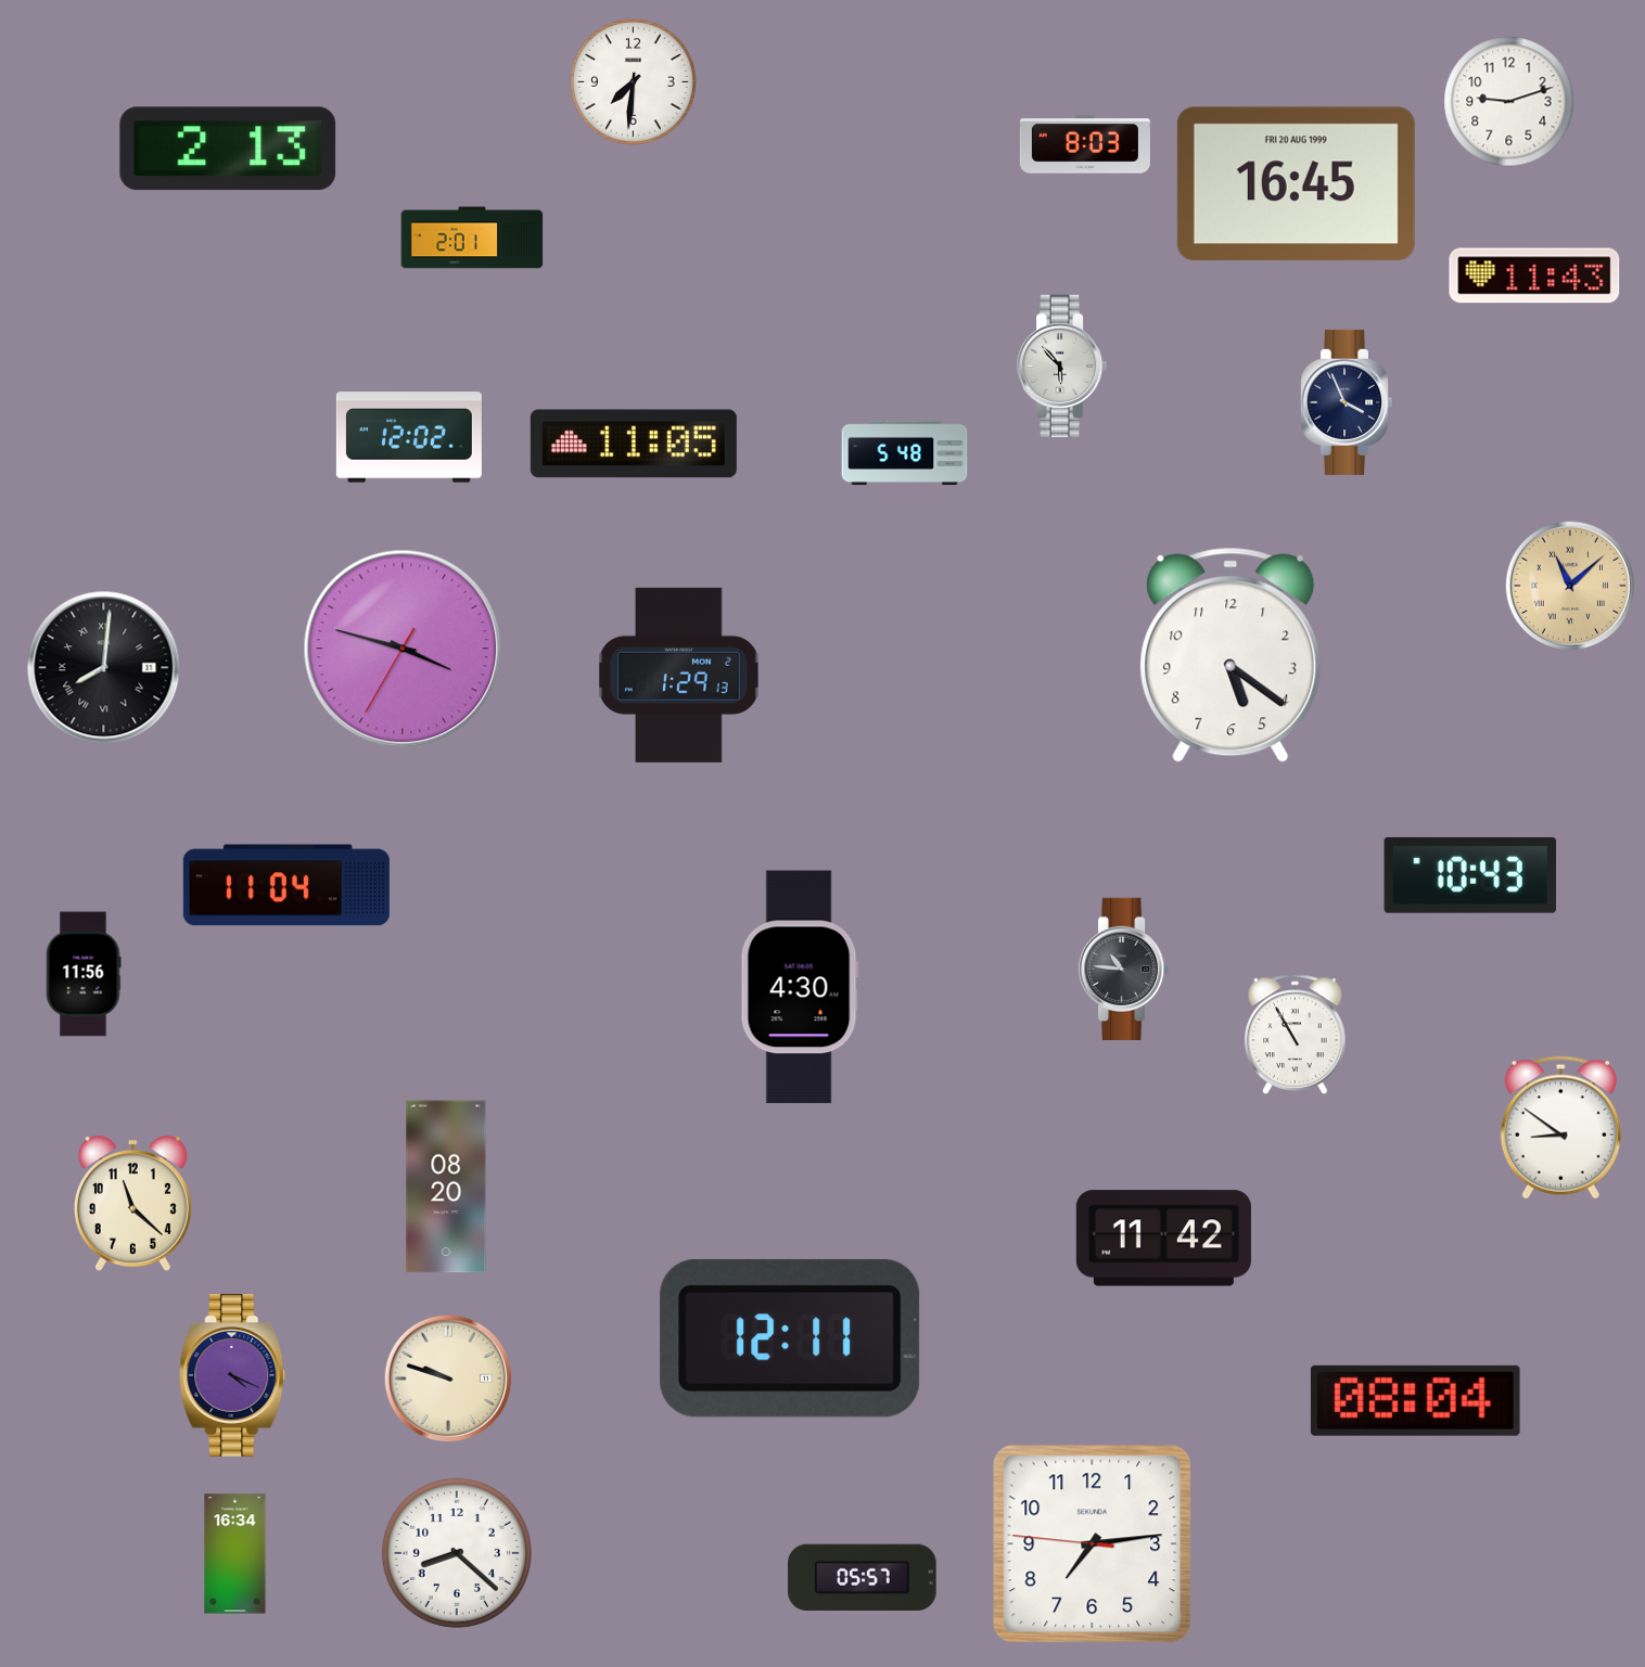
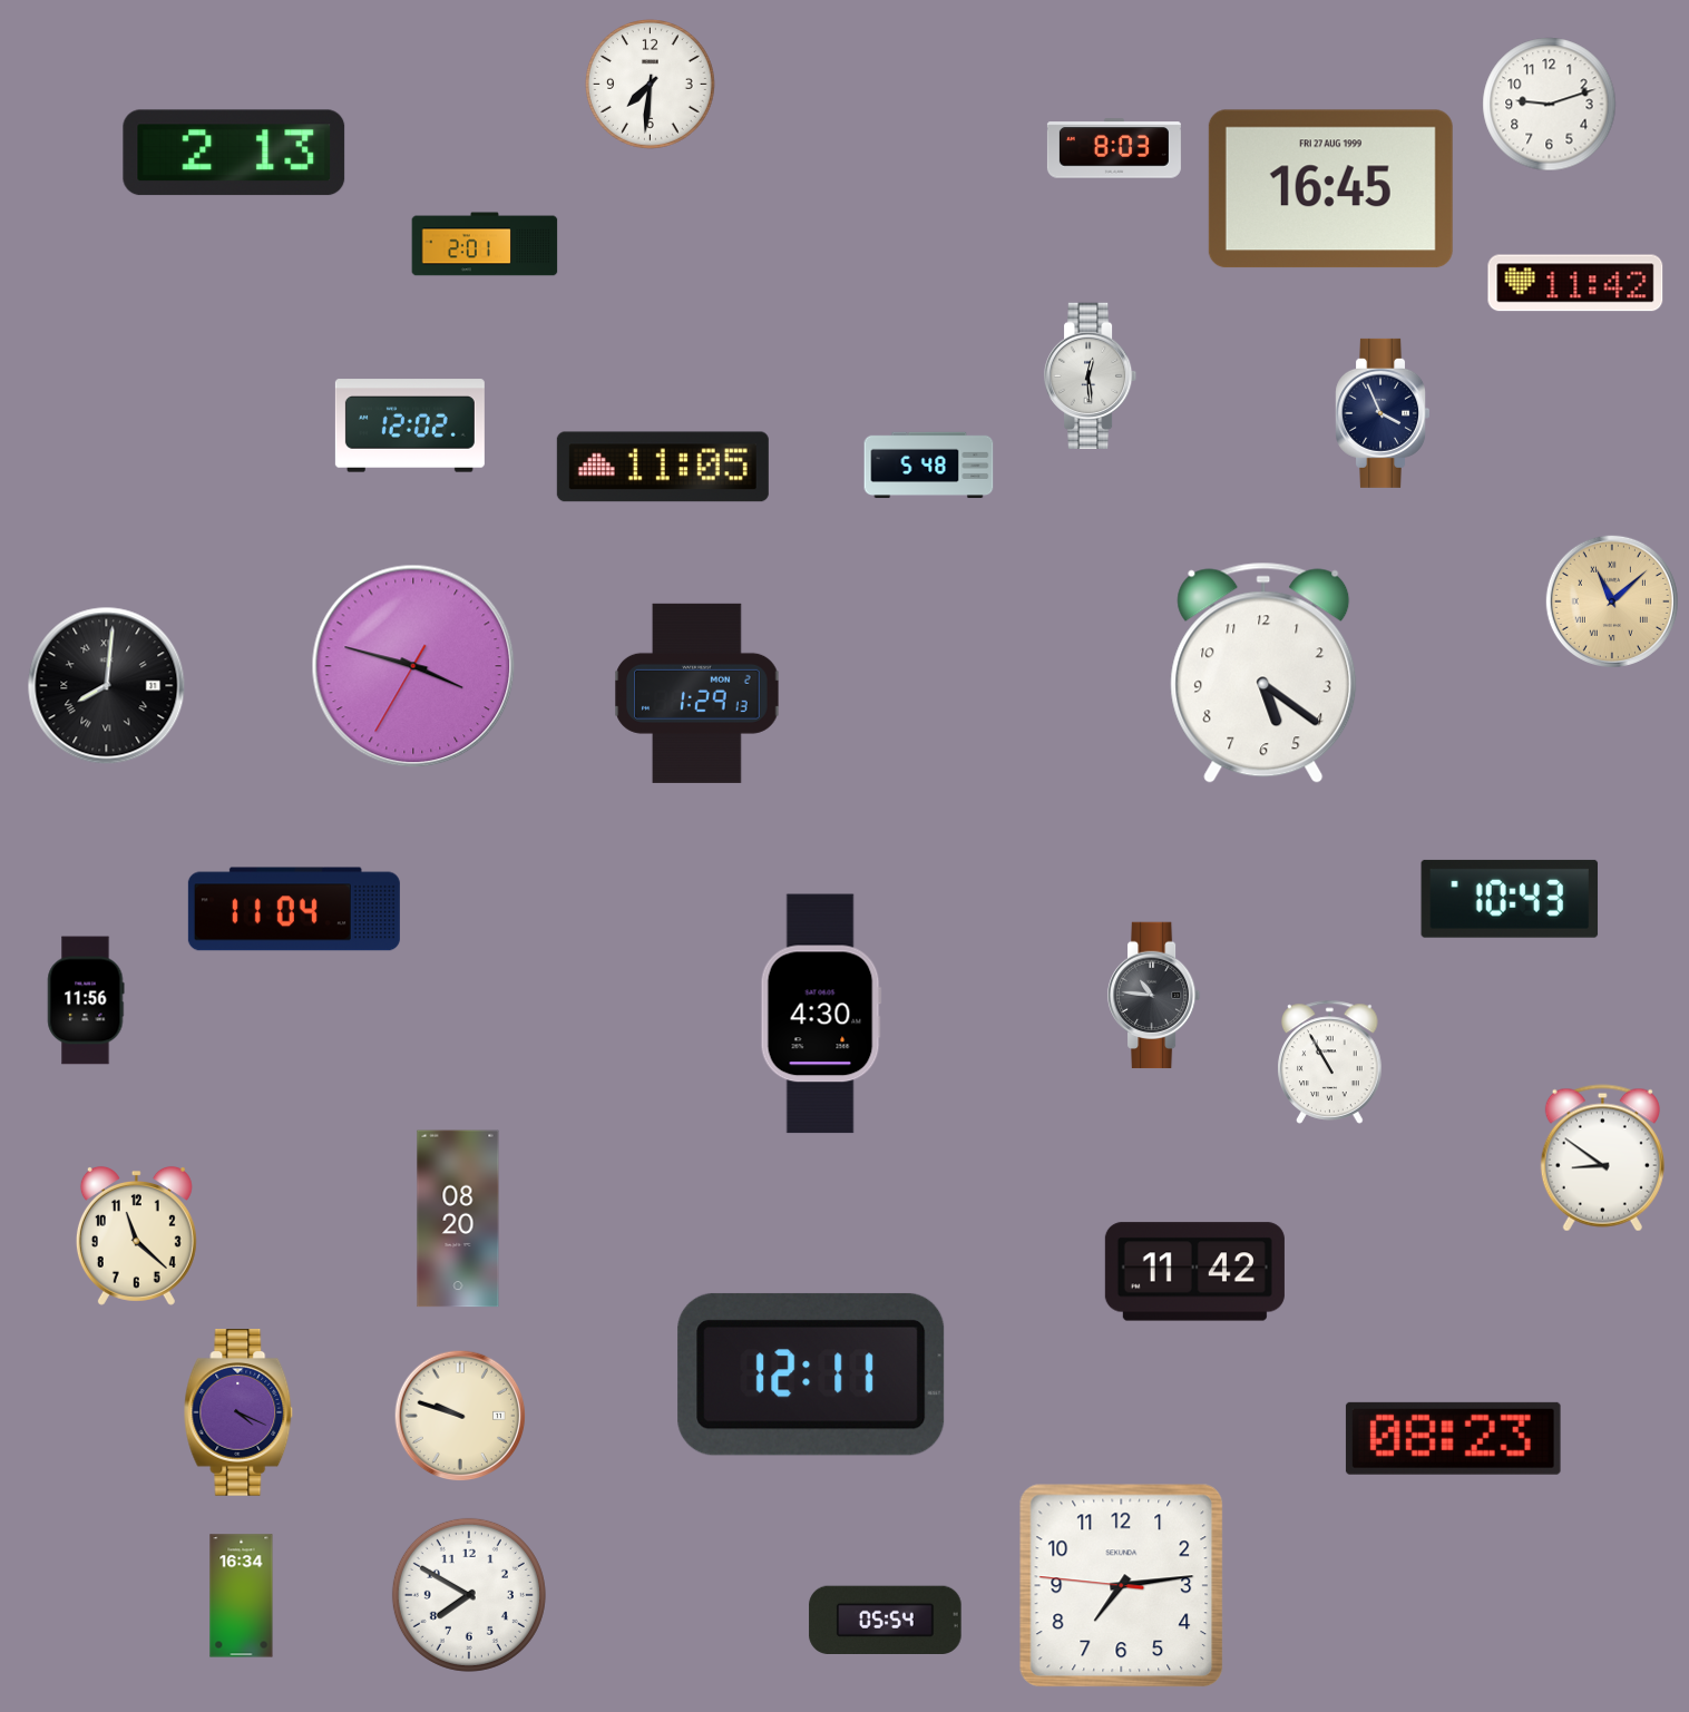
clock at (1296, 184) date: FRI 20 AUG 1999 -> FRI 27 AUG 1999
clock at (1534, 275): 11:43 -> 11:42
clock at (1062, 367): 5:53 -> 12:29
clock at (409, 437) position: (409, 437) -> (410, 425)
clock at (634, 444) position: (634, 444) -> (663, 467)
clock at (1415, 1400): 08:04 -> 08:23
clock at (457, 1553): 8:22 -> 7:50
clock at (863, 1578): 05:57 -> 05:54
